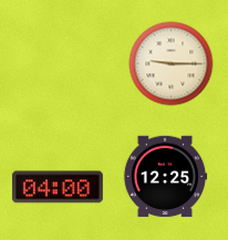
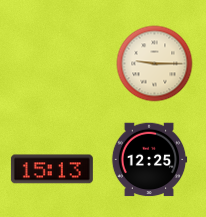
clock at (172, 64) position: (172, 64) -> (155, 64)
clock at (58, 187): 04:00 -> 15:13
